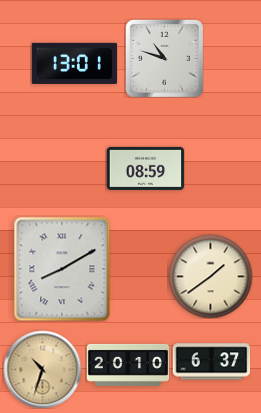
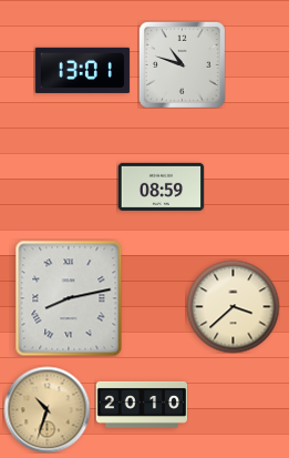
clock at (62, 269): 8:10 -> 8:13
clock at (210, 276): 1:39 -> 3:38
clock at (211, 362): 6:37 -> none
